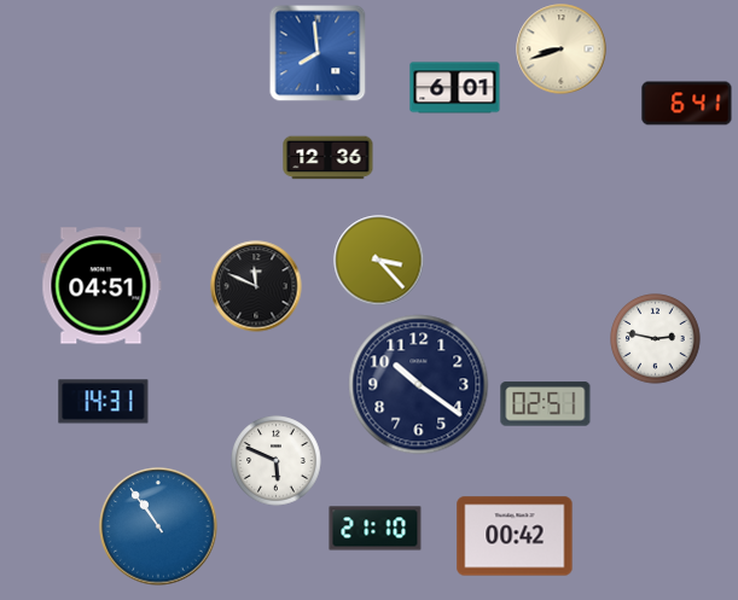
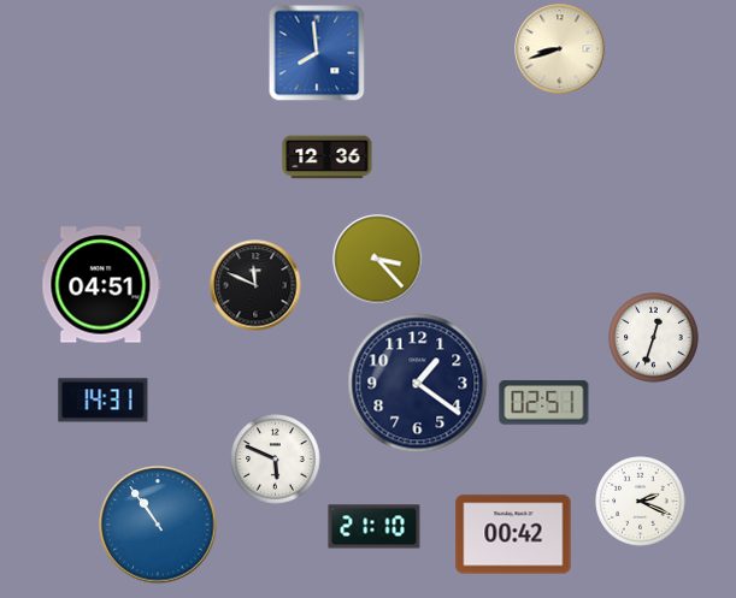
clock at (455, 88): 6:01 -> none
clock at (687, 104): 6:41 -> none
clock at (656, 339): 2:47 -> 12:33
clock at (419, 385): 10:21 -> 1:21
clock at (641, 502): none -> 2:19
